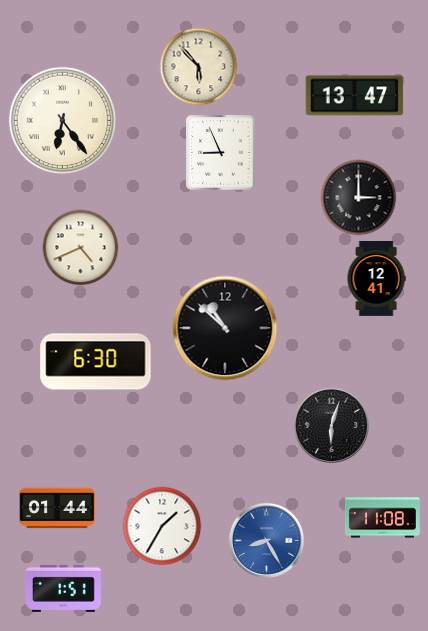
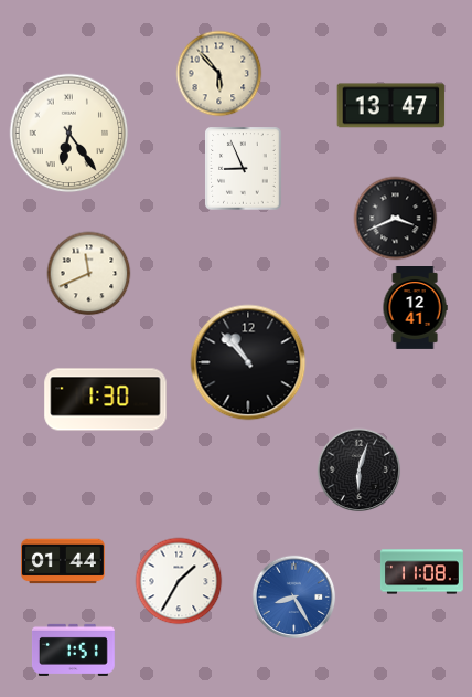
clock at (359, 198): 3:00 -> 3:41
clock at (81, 248): 4:41 -> 11:41
clock at (225, 328): 10:52 -> 10:53
clock at (96, 362): 6:30 -> 1:30
clock at (332, 426) position: (332, 426) -> (360, 471)
clock at (63, 588) position: (63, 588) -> (73, 650)
